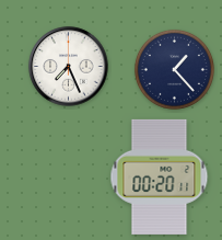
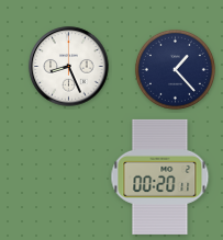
clock at (69, 67): 7:26 -> 8:26
